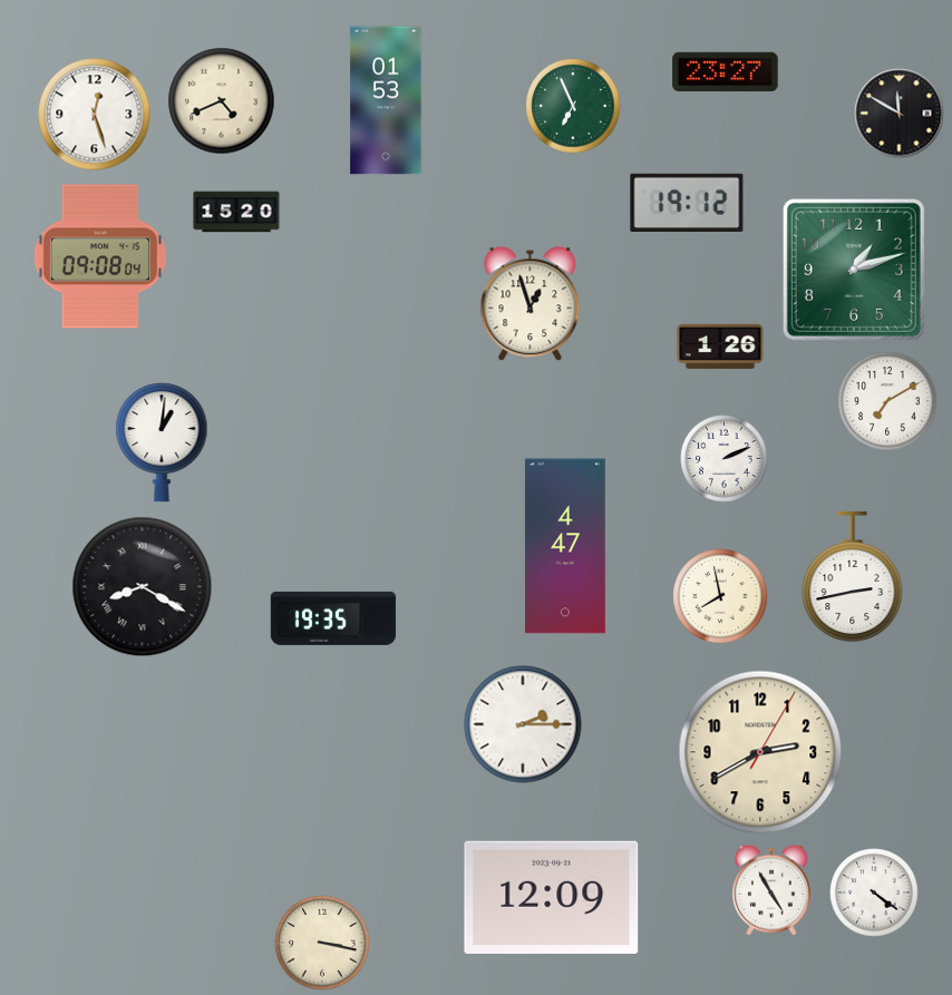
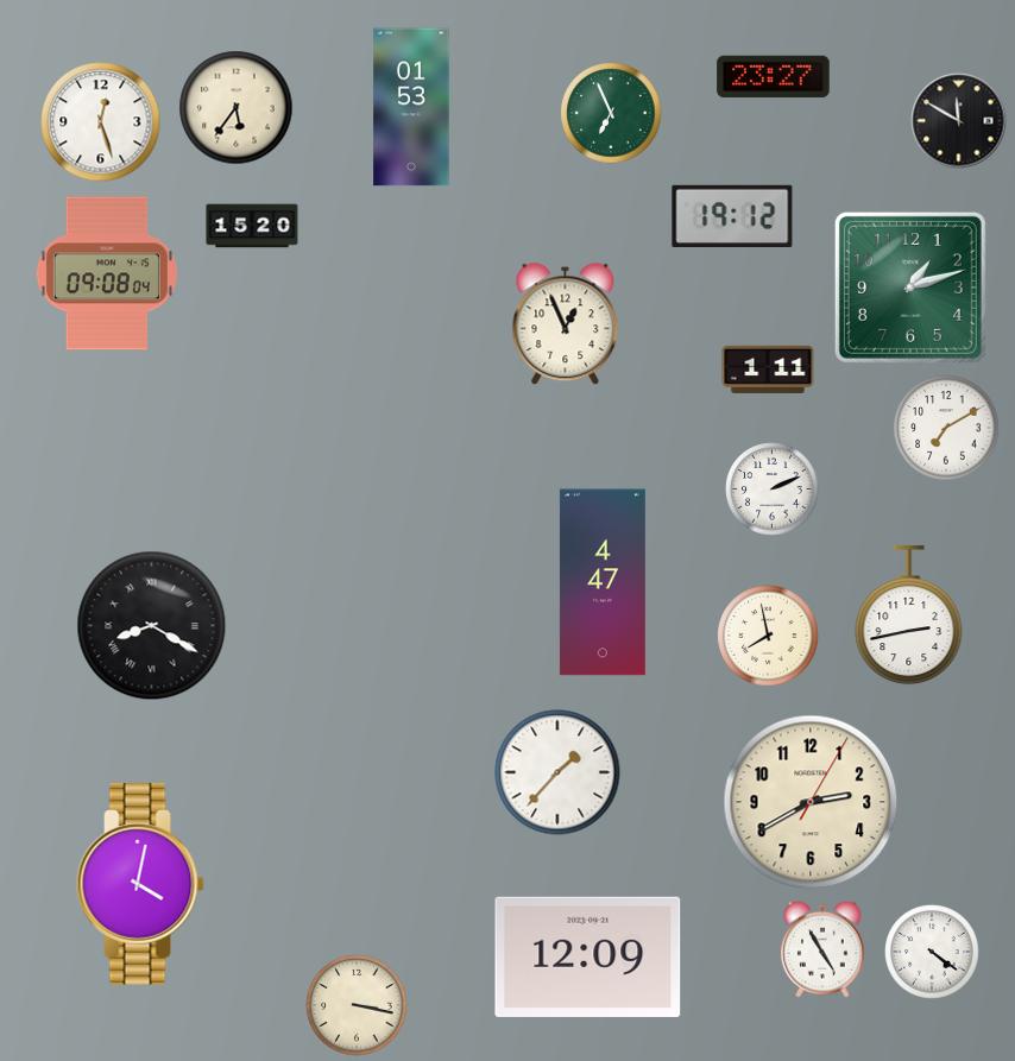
clock at (222, 101): 4:41 -> 5:36
clock at (531, 304): 12:57 -> 12:56
clock at (720, 347): 1:26 -> 1:11
clock at (162, 442): 1:01 -> none
clock at (333, 618): 19:35 -> none
clock at (523, 724): 2:15 -> 1:37
clock at (140, 885): none -> 4:02
clock at (322, 943) position: (322, 943) -> (357, 1005)
